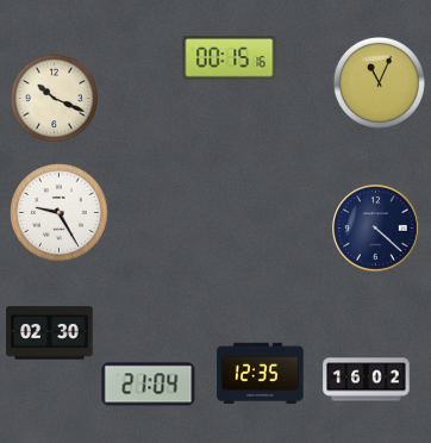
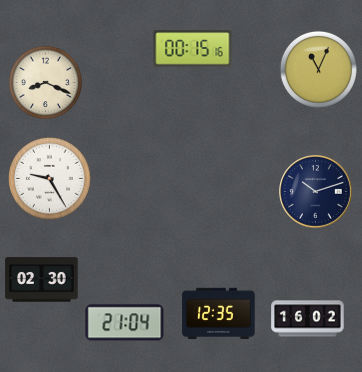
clock at (54, 98): 10:19 -> 8:19
clock at (376, 229): 4:22 -> 10:12
